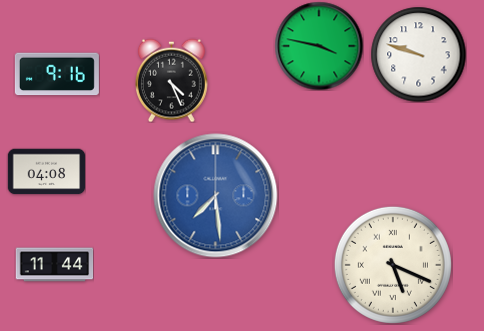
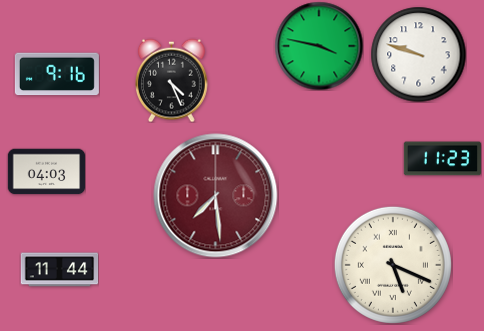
clock at (442, 159): none -> 11:23
clock at (46, 172): 04:08 -> 04:03
clock at (216, 196) dial: blue -> burgundy
clock at (54, 265) position: (54, 265) -> (59, 270)
